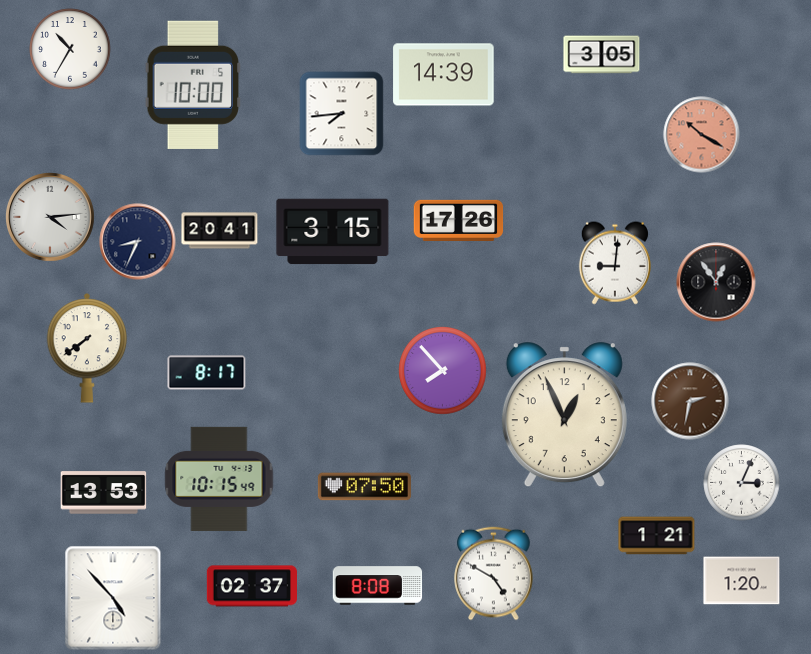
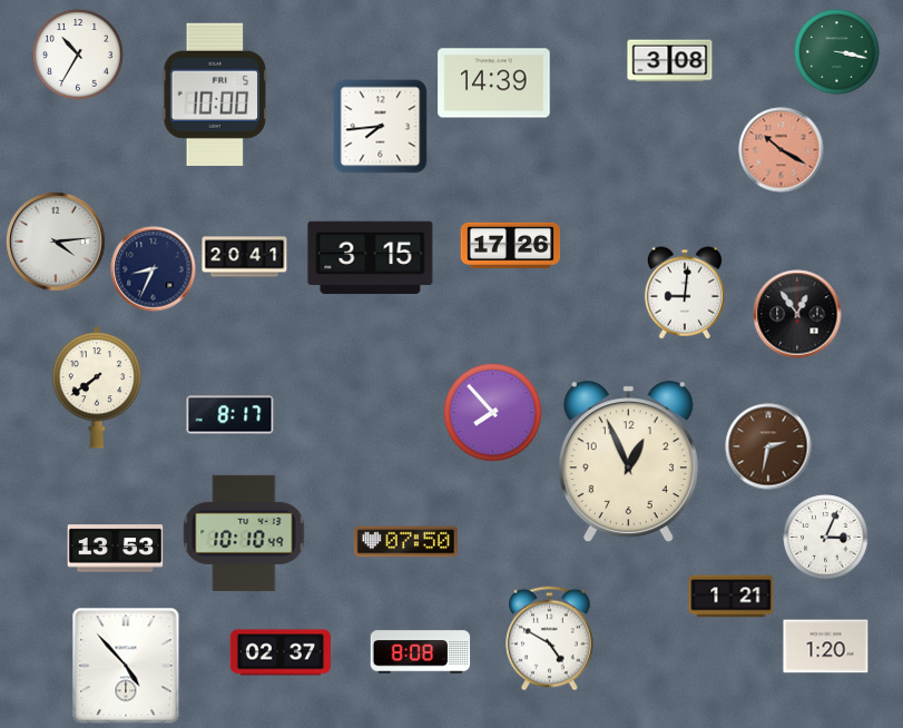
clock at (837, 52): none -> 3:17
clock at (602, 55): 3:05 -> 3:08
clock at (219, 479): 10:15 -> 10:10
